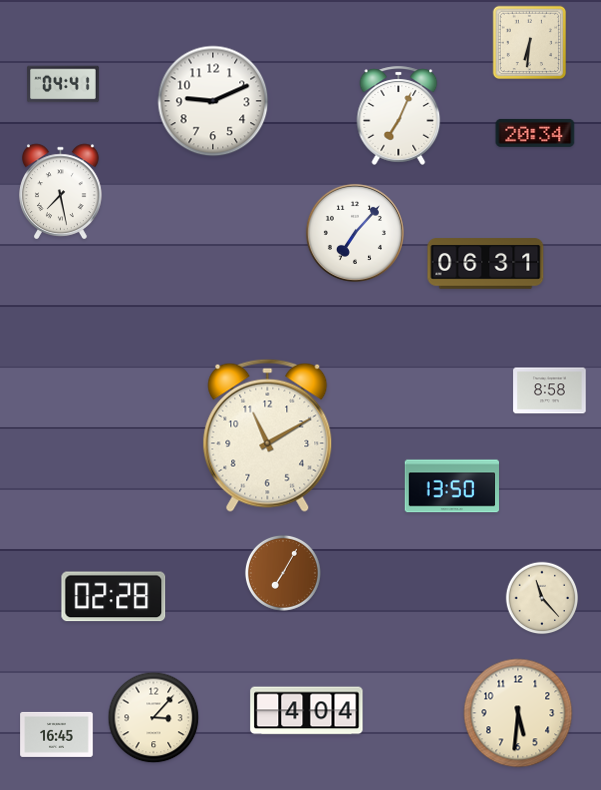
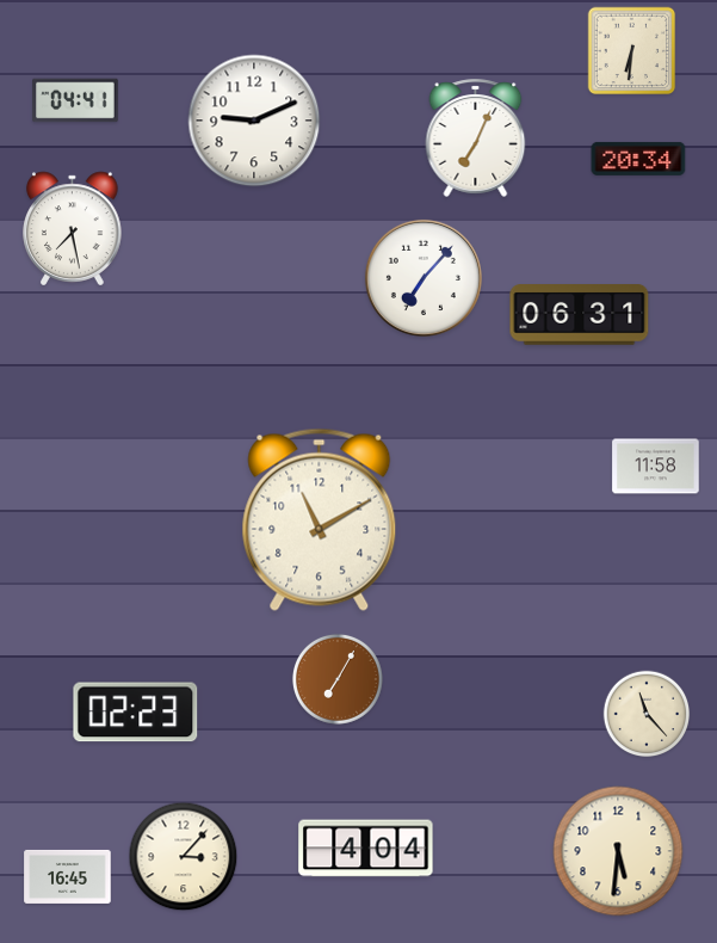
clock at (550, 391): 8:58 -> 11:58
clock at (452, 486): 13:50 -> none
clock at (283, 573) position: (283, 573) -> (338, 679)
clock at (114, 597): 02:28 -> 02:23
